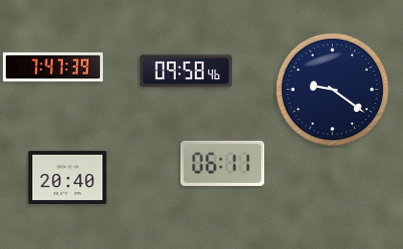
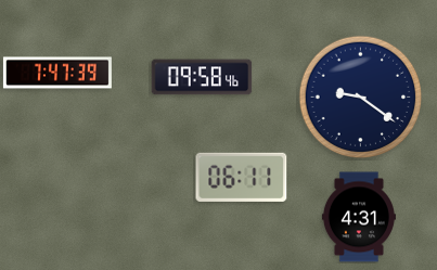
clock at (68, 178): 20:40 -> none
clock at (359, 217): none -> 4:31
